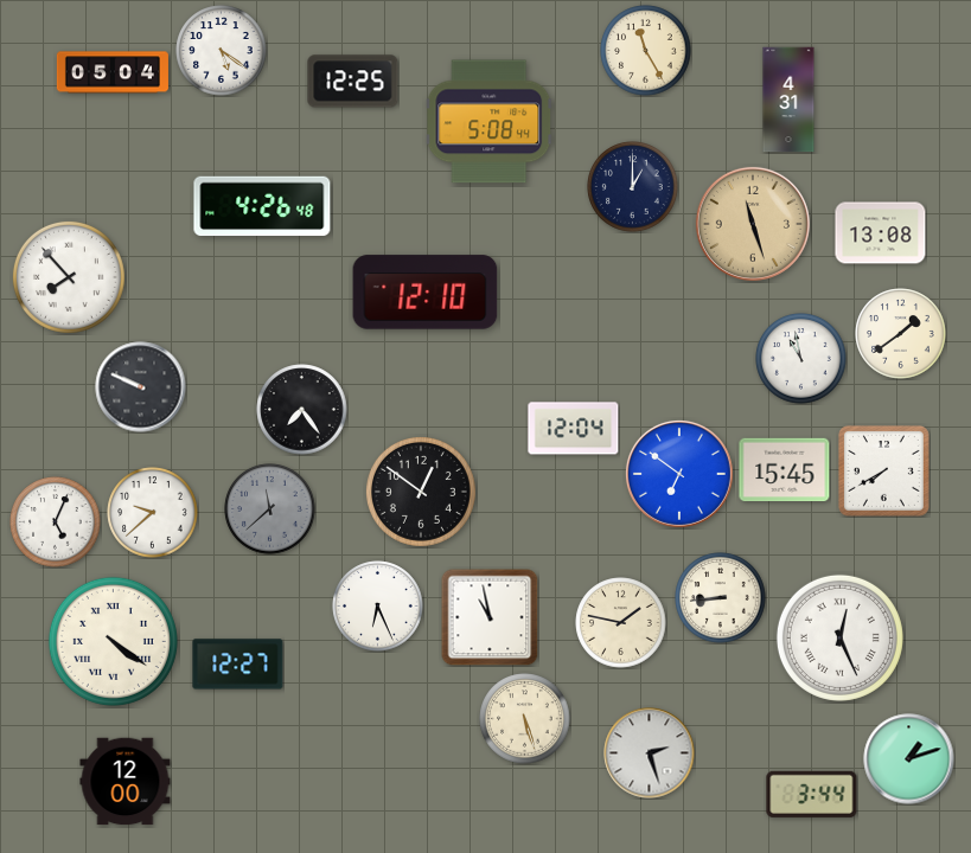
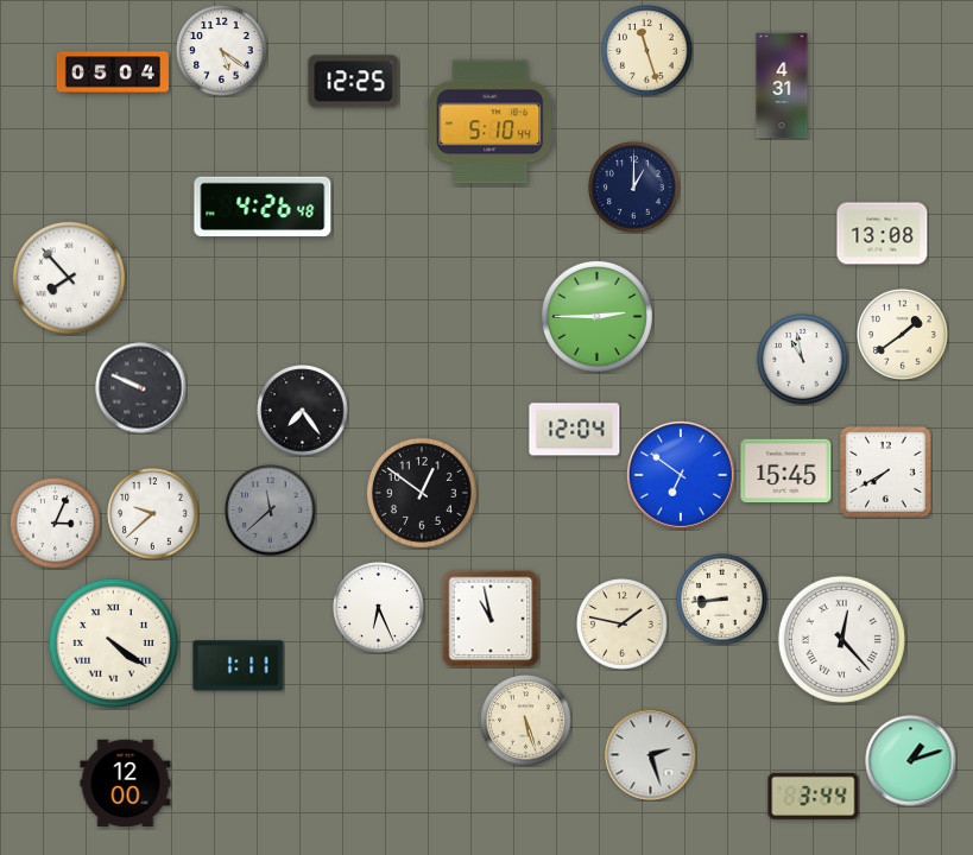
clock at (646, 51): 11:25 -> 11:27
clock at (788, 100) position: (788, 100) -> (782, 85)
clock at (490, 122): 5:08 -> 5:10
clock at (753, 224): 11:27 -> none
clock at (426, 293): 12:10 -> none
clock at (596, 316): none -> 2:45
clock at (56, 522): 5:04 -> 3:04
clock at (839, 637): 12:26 -> 12:23
clock at (238, 665): 12:27 -> 1:11
